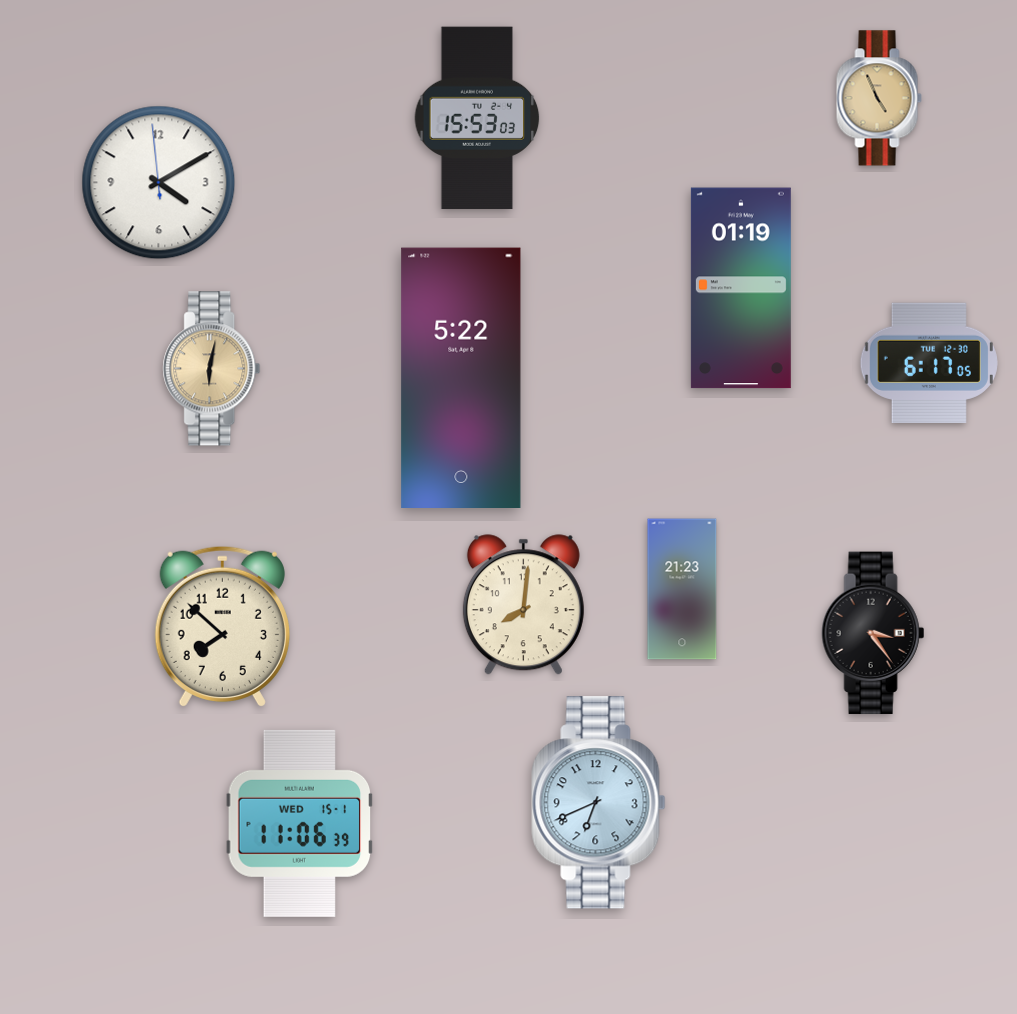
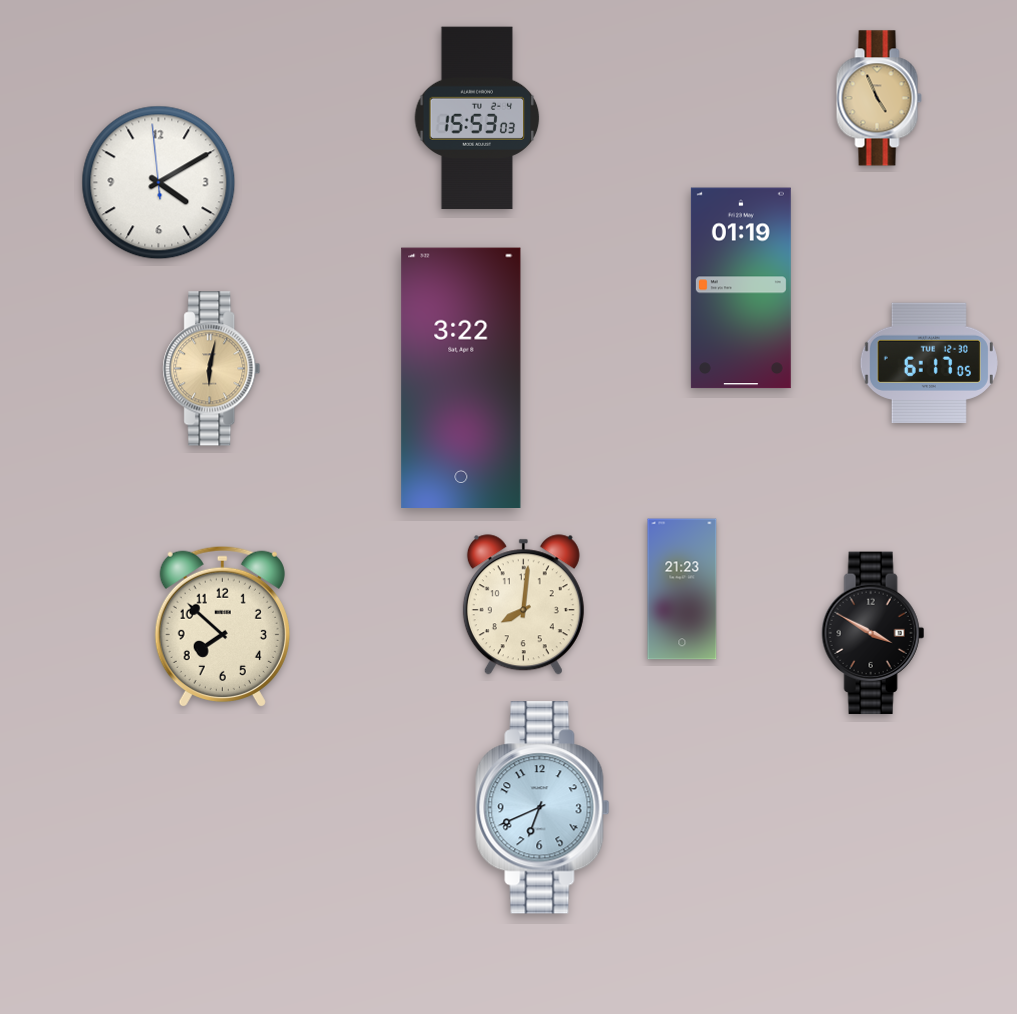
clock at (461, 377): 5:22 -> 3:22
clock at (873, 633): 3:24 -> 3:50
clock at (599, 803) position: (599, 803) -> (543, 808)
clock at (300, 823): 11:06 -> none
